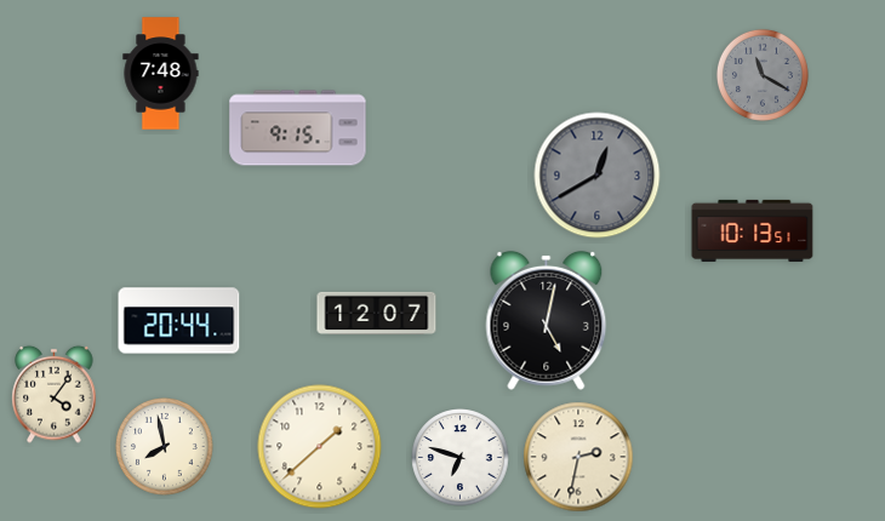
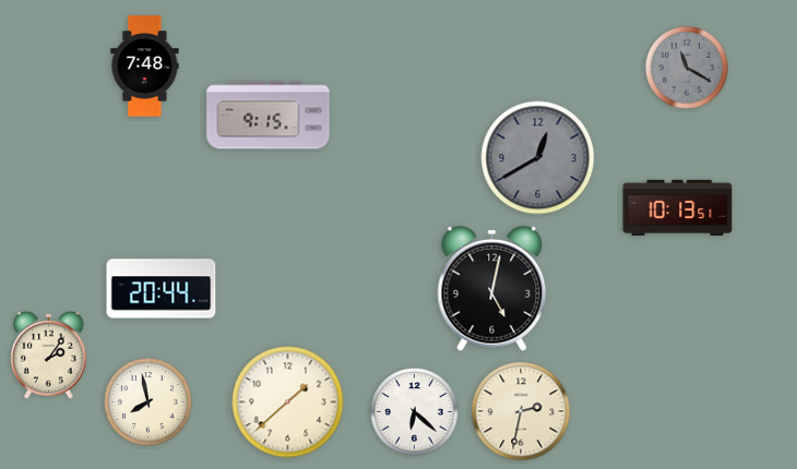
clock at (377, 313): 12:07 -> none
clock at (55, 394): 4:06 -> 2:06
clock at (461, 458): 6:48 -> 6:22
